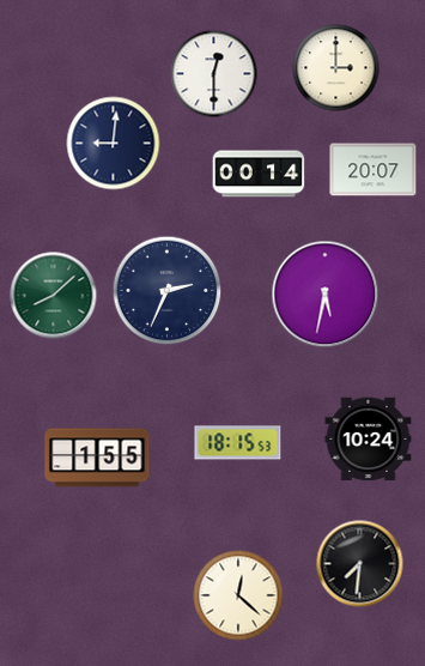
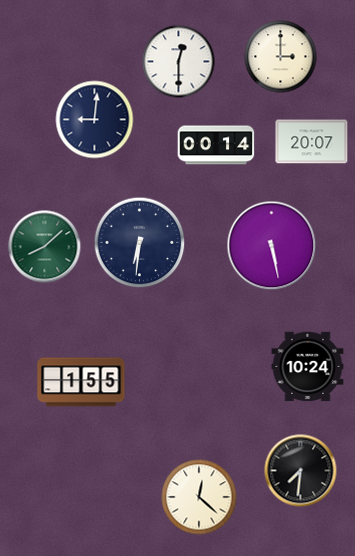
clock at (168, 291): 2:34 -> 6:31
clock at (326, 295): 5:32 -> 5:28
clock at (238, 443): 18:15 -> none
